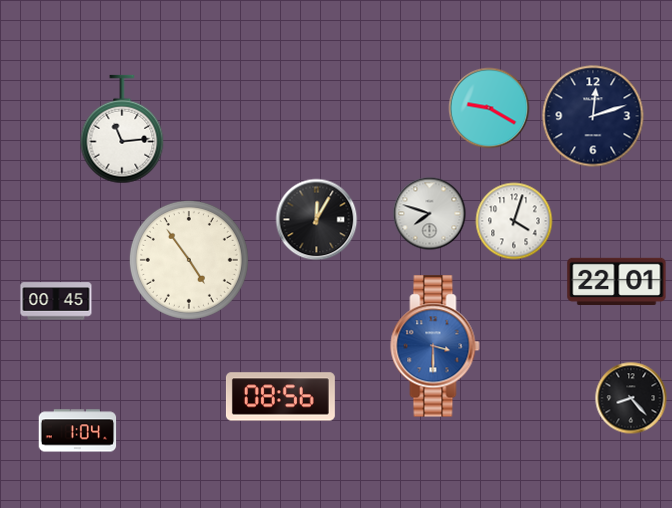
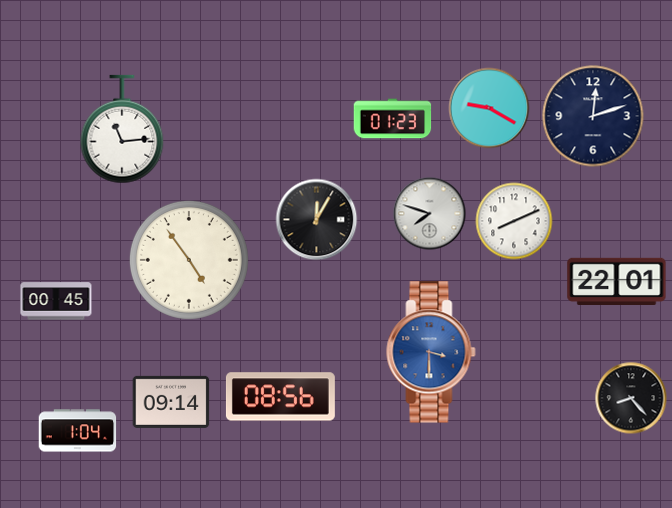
clock at (393, 119): none -> 01:23
clock at (514, 221): 4:03 -> 8:11
clock at (435, 346) position: (435, 346) -> (431, 352)
clock at (171, 402): none -> 09:14
